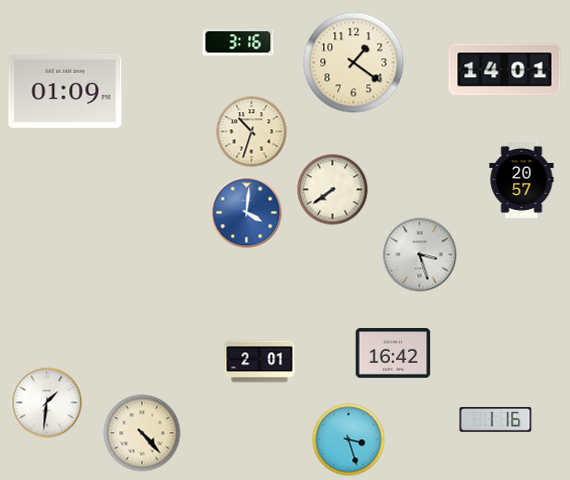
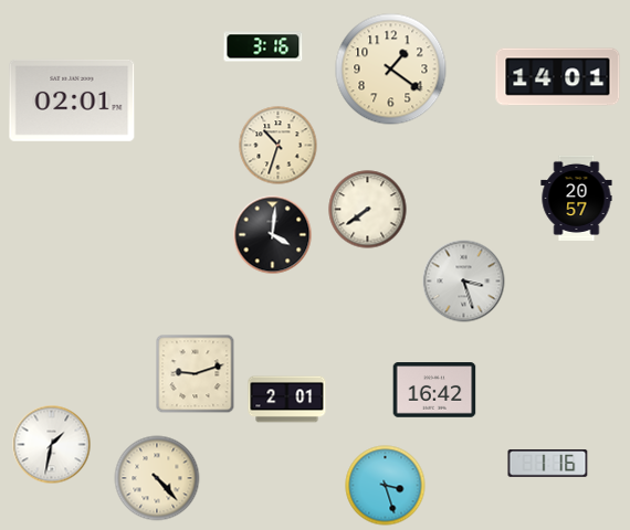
clock at (65, 91): 01:09 -> 02:01
clock at (247, 213) dial: blue -> black
clock at (196, 374): none -> 9:12
clock at (47, 403): 1:31 -> 1:32
